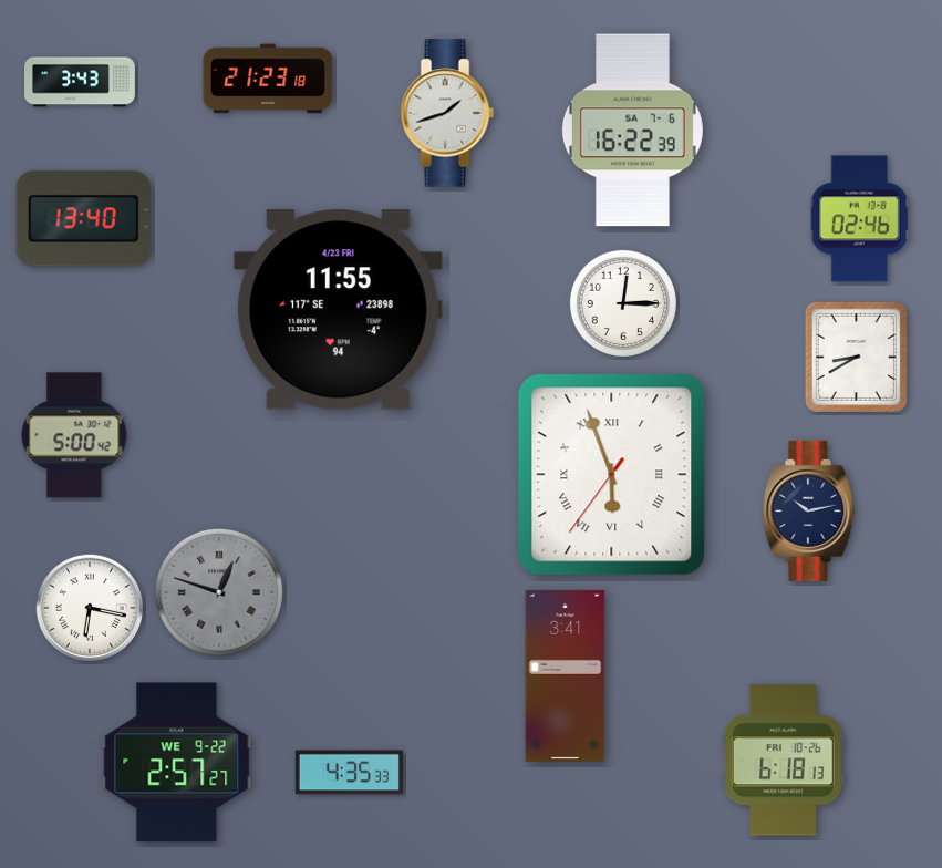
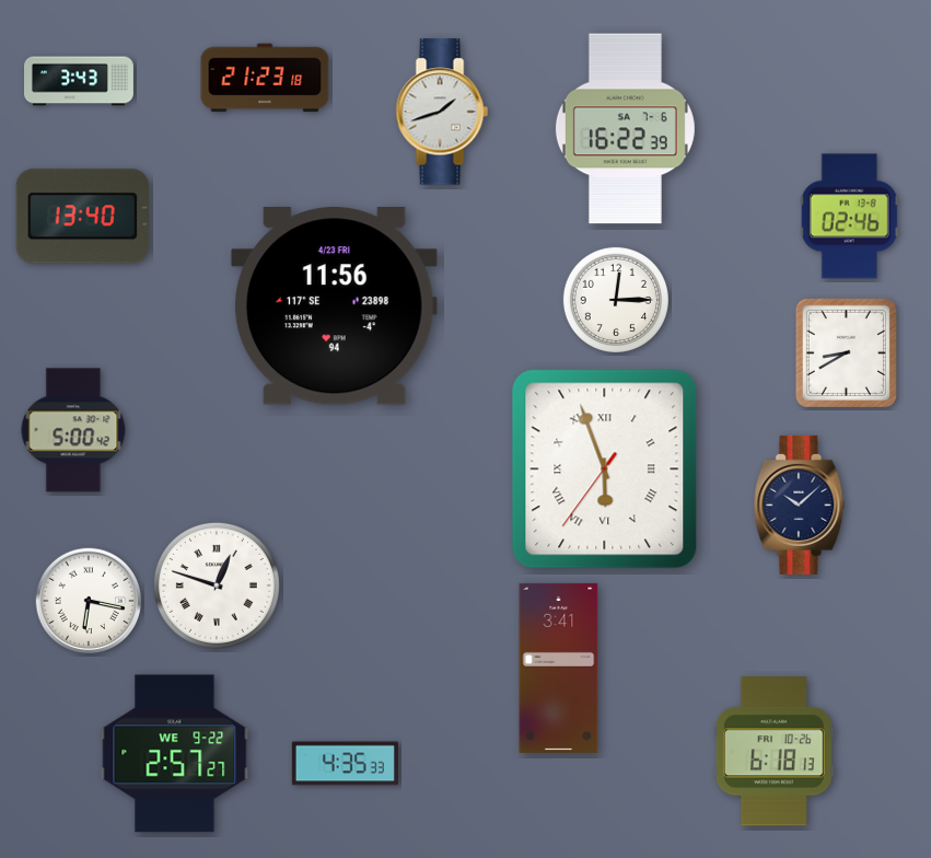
clock at (338, 310): 11:55 -> 11:56
clock at (809, 510): 10:13 -> 10:08
clock at (219, 592) dial: grey -> white
